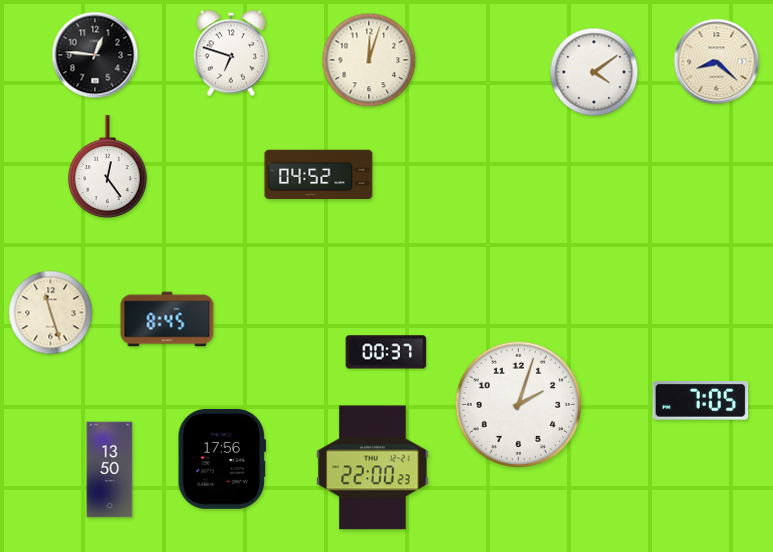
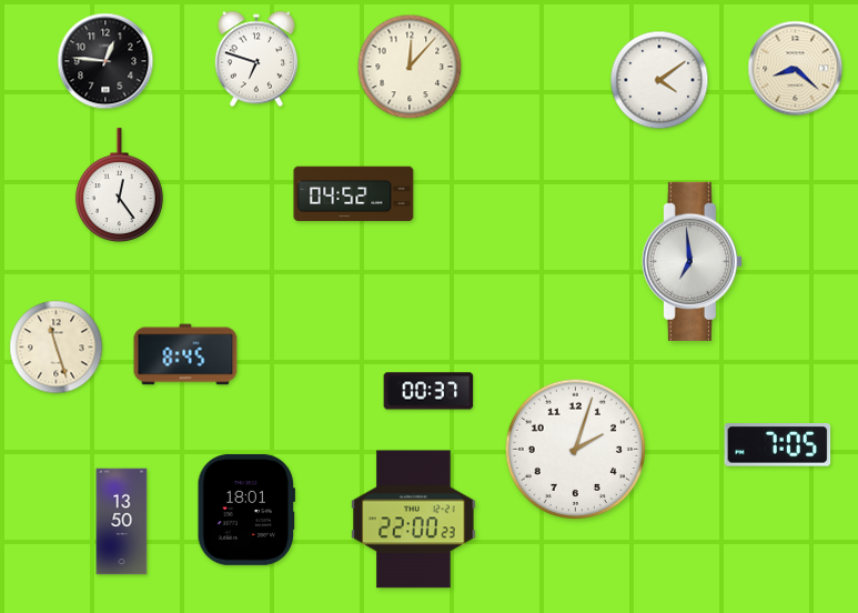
clock at (369, 60): 12:03 -> 12:07
clock at (692, 261): none -> 6:59
clock at (221, 459): 17:56 -> 18:01
